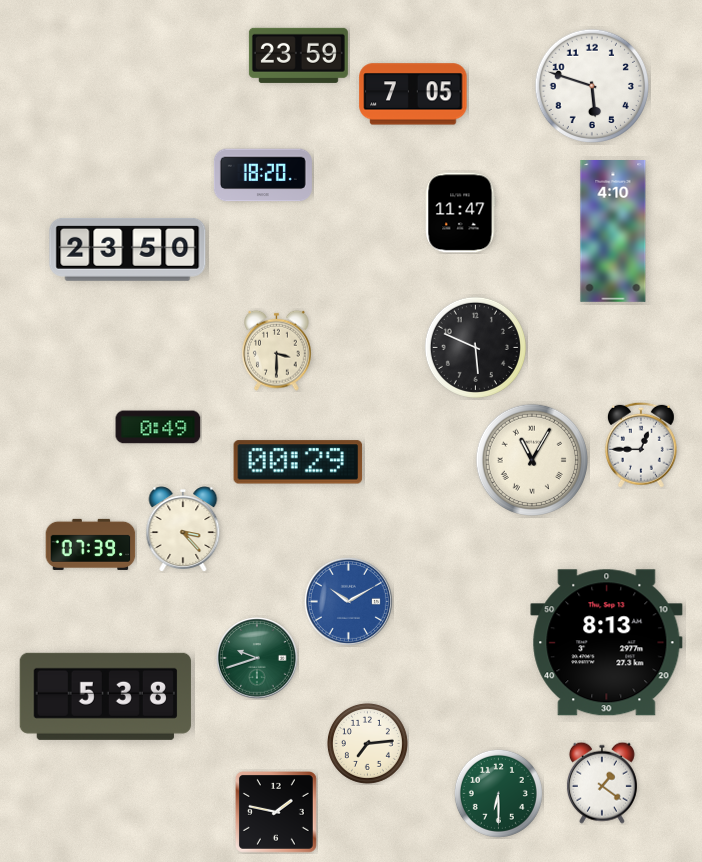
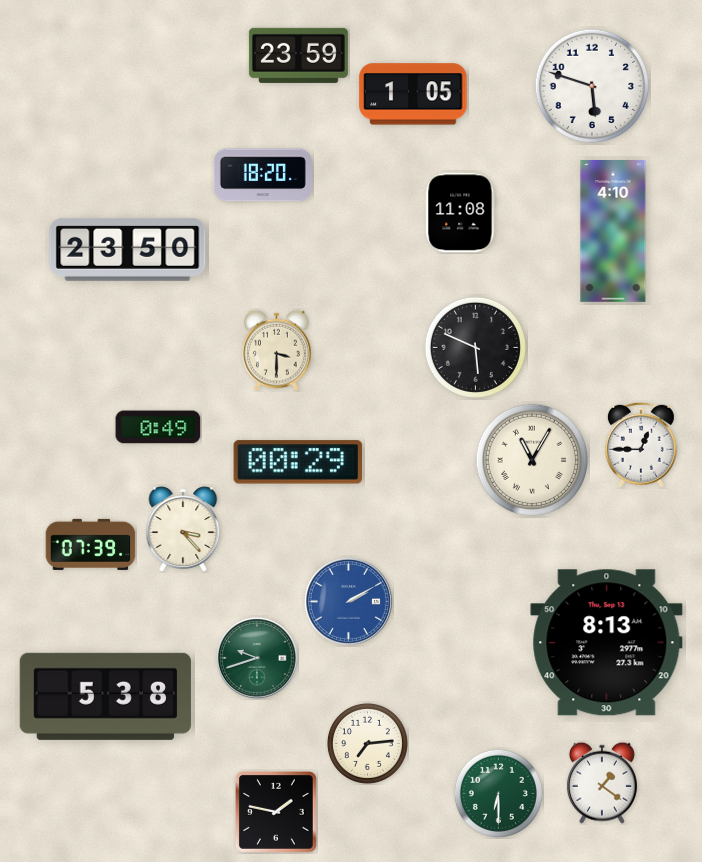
clock at (413, 94): 7:05 -> 1:05
clock at (460, 213): 11:47 -> 11:08
clock at (348, 601): 10:10 -> 2:10
